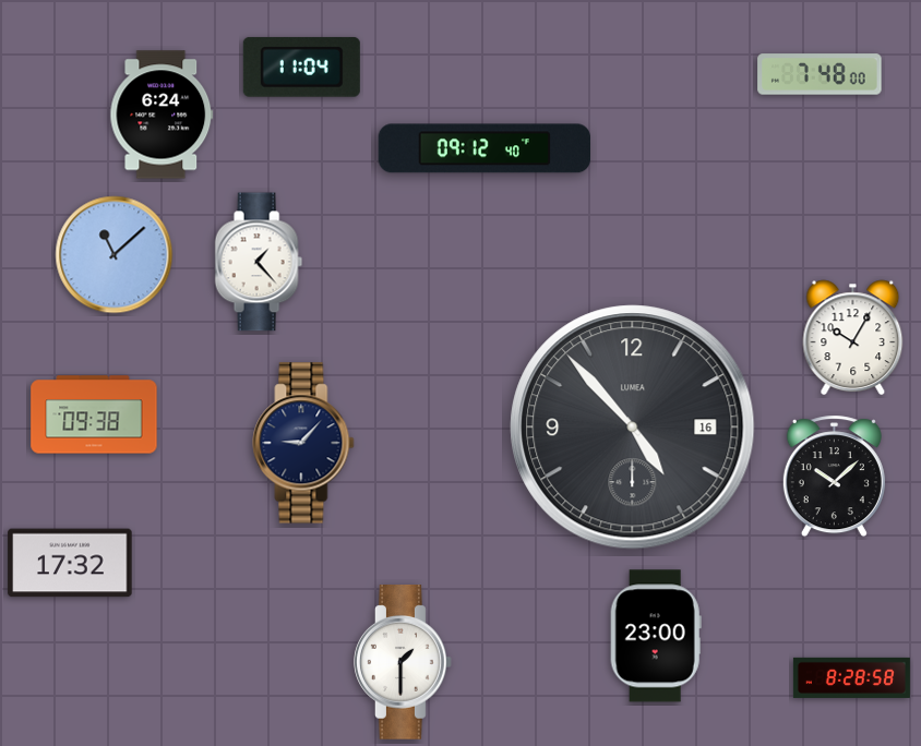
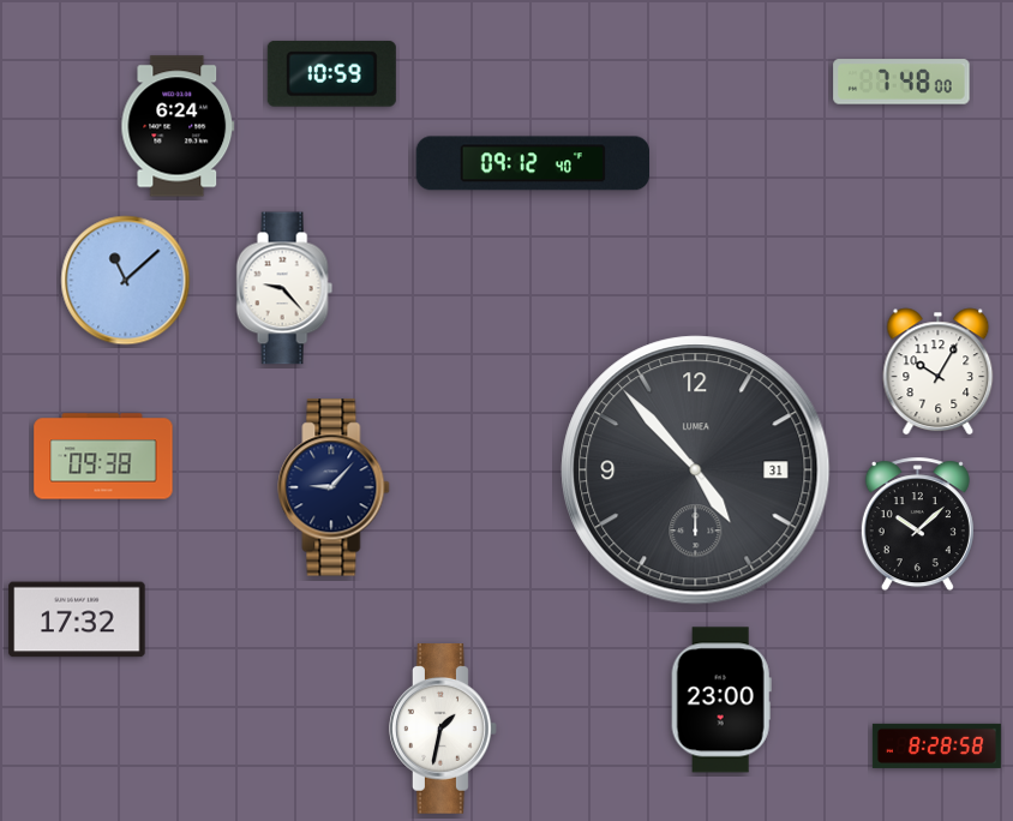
clock at (301, 67): 11:04 -> 10:59
clock at (259, 262): 1:23 -> 9:23
clock at (633, 428) date: 16 -> 31
clock at (404, 663): 1:30 -> 1:32
